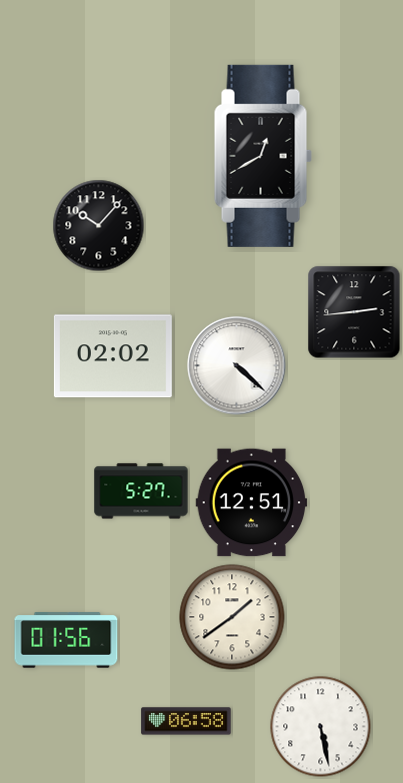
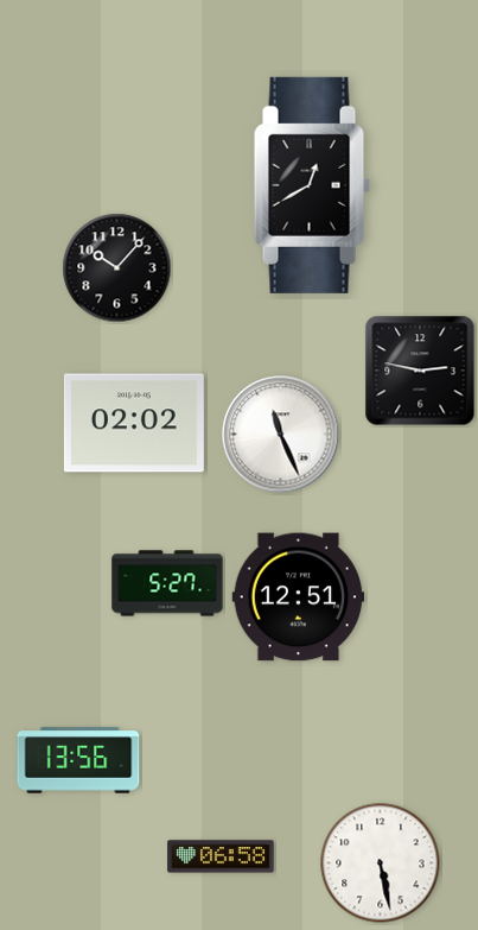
clock at (354, 312): 2:44 -> 2:47
clock at (237, 366): 4:22 -> 11:26
clock at (232, 617): 1:39 -> none
clock at (66, 640): 01:56 -> 13:56
